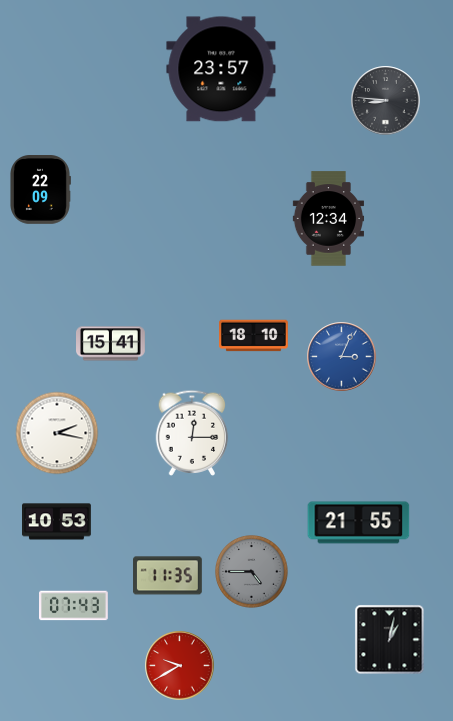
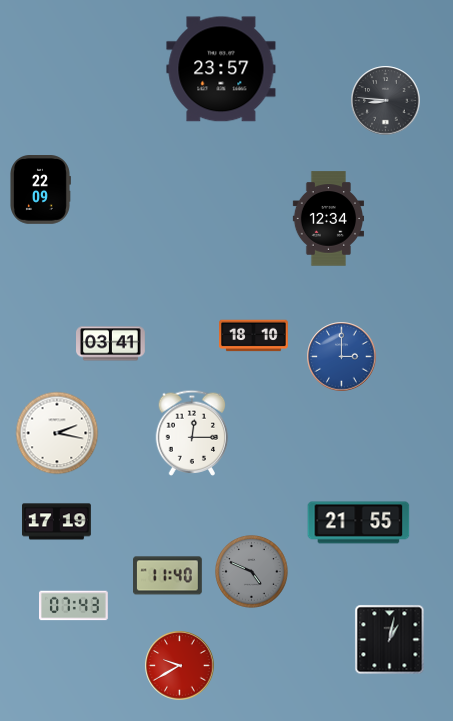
clock at (111, 344): 15:41 -> 03:41
clock at (342, 357): 3:04 -> 3:00
clock at (57, 522): 10:53 -> 17:19
clock at (252, 572): 4:45 -> 4:49
clock at (168, 576): 11:35 -> 11:40
